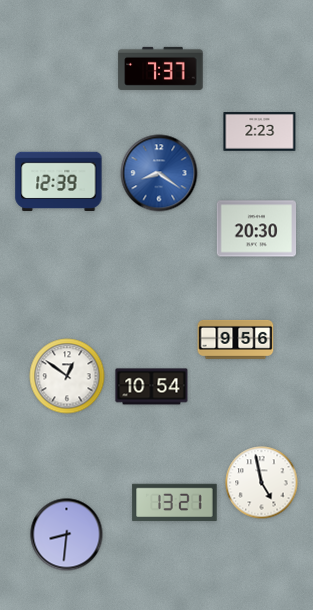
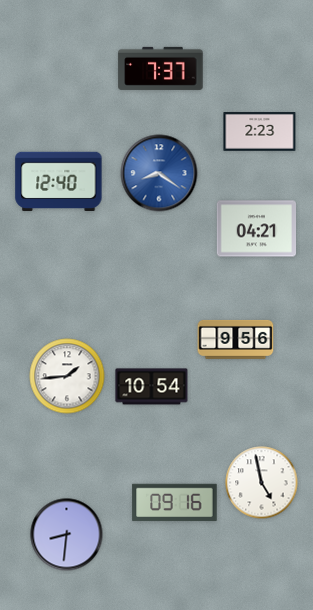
clock at (59, 182): 12:39 -> 12:40
clock at (256, 229): 20:30 -> 04:21
clock at (67, 376): 12:51 -> 1:44
clock at (175, 503): 13:21 -> 09:16
